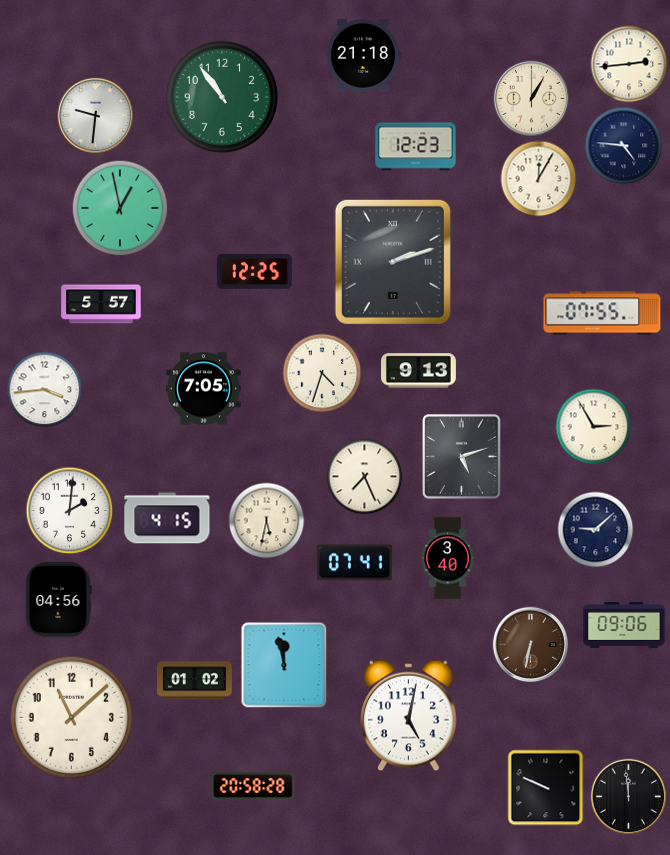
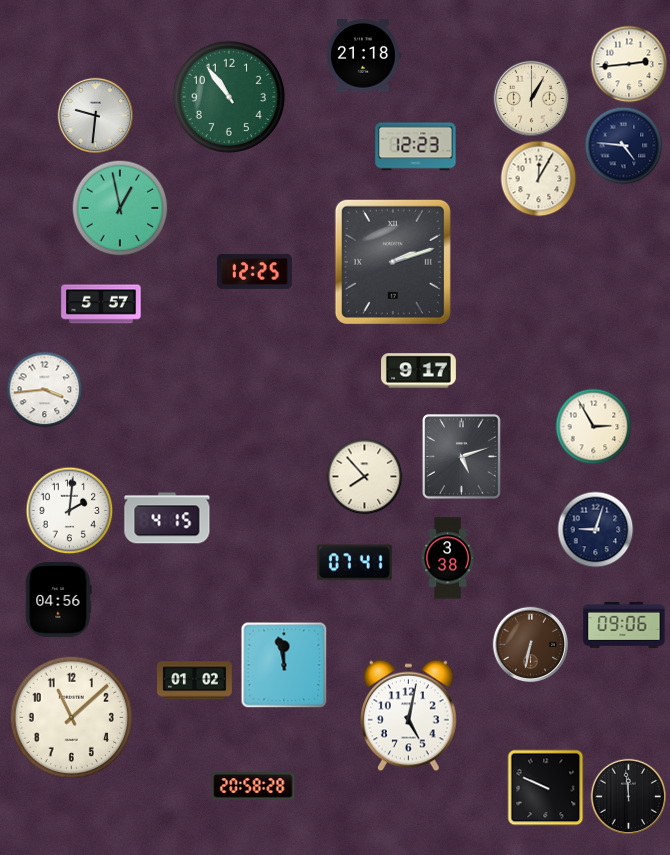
clock at (222, 97) position: (222, 97) -> (229, 97)
clock at (602, 313): 07:55 -> none
clock at (419, 371): 9:13 -> 9:17
clock at (322, 373): 4:33 -> none
clock at (204, 389): 7:05 -> none
clock at (365, 477): 7:26 -> 7:53
clock at (267, 521): 5:32 -> none
clock at (596, 530): 9:08 -> 9:03
clock at (448, 558): 3:40 -> 3:38
